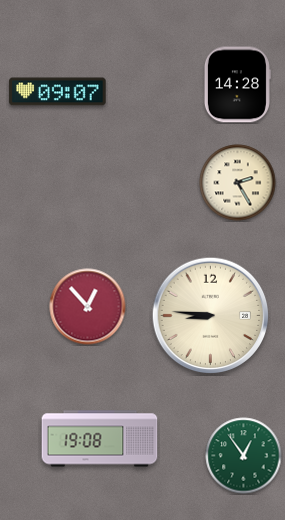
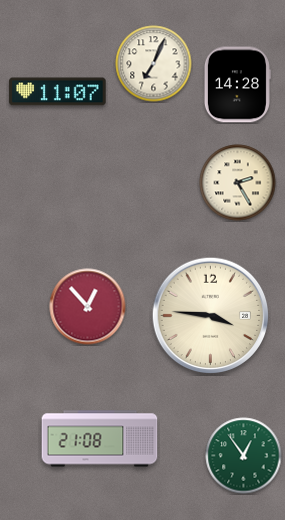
clock at (154, 64): none -> 7:04
clock at (58, 92): 09:07 -> 11:07
clock at (211, 316): 8:46 -> 3:46
clock at (100, 439): 19:08 -> 21:08
